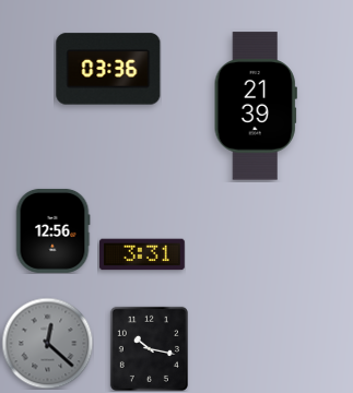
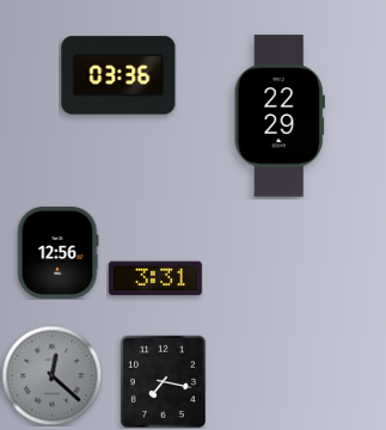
clock at (256, 106): 21:39 -> 22:29
clock at (149, 348): 10:17 -> 7:17
